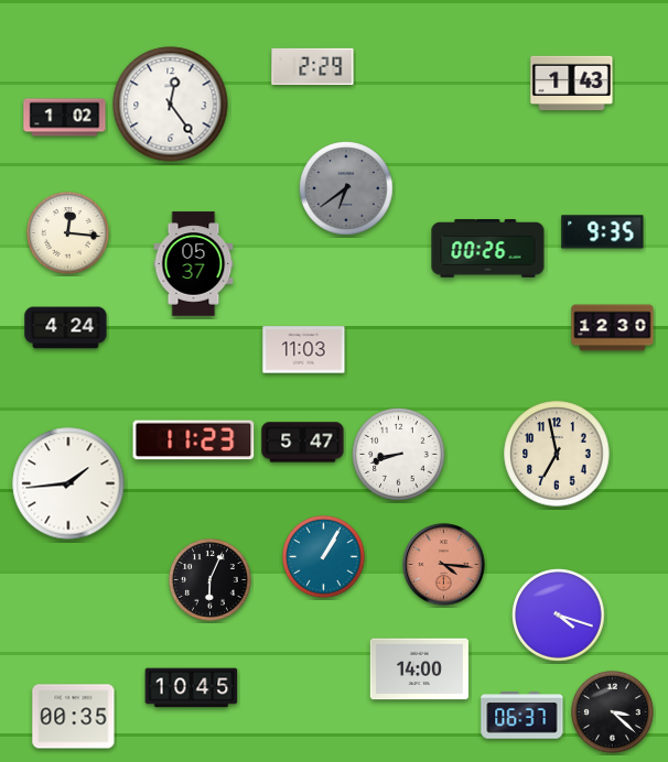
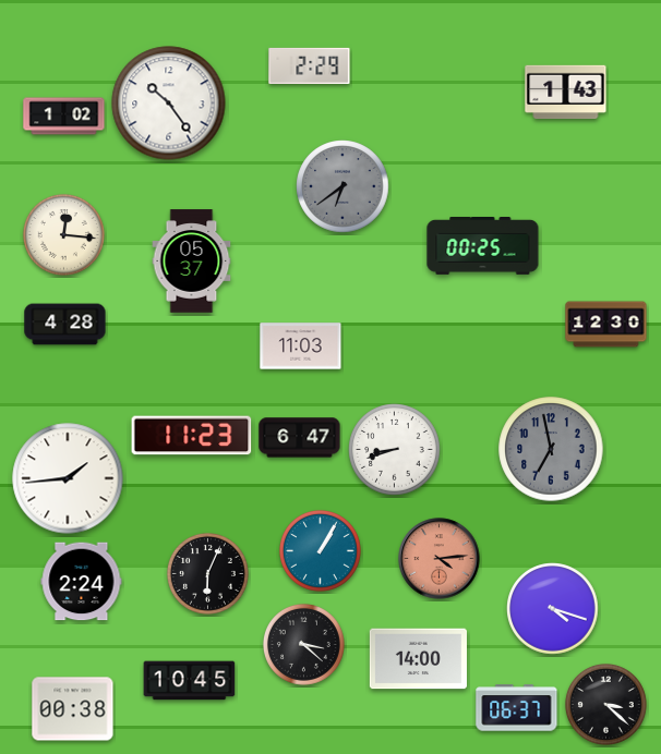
clock at (572, 84) position: (572, 84) -> (566, 93)
clock at (171, 105): 12:24 -> 10:24
clock at (67, 232) position: (67, 232) -> (63, 234)
clock at (603, 232): 9:35 -> none
clock at (488, 249): 00:26 -> 00:25
clock at (66, 328): 4:24 -> 4:28
clock at (303, 443): 5:47 -> 6:47
clock at (557, 454) dial: cream -> grey
clock at (444, 565): 4:16 -> 4:14
clock at (82, 582): none -> 2:24
clock at (303, 644): none -> 3:22
clock at (419, 670) position: (419, 670) -> (418, 659)
clock at (74, 717): 00:35 -> 00:38
